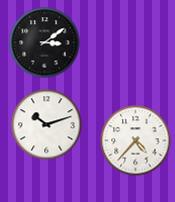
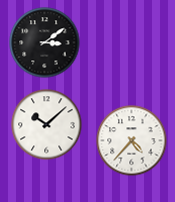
clock at (47, 125): 10:12 -> 10:08
clock at (136, 141) position: (136, 141) -> (132, 141)
